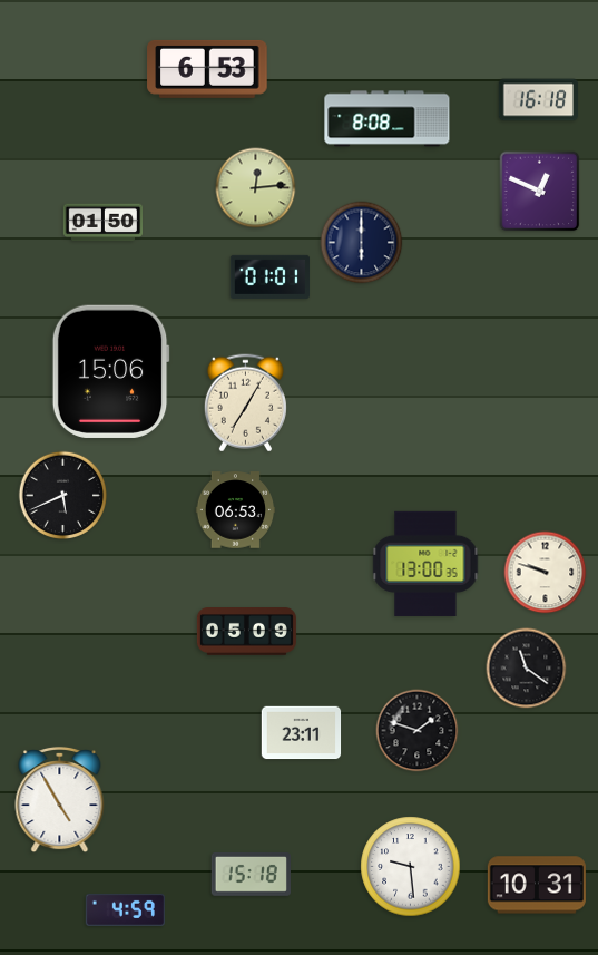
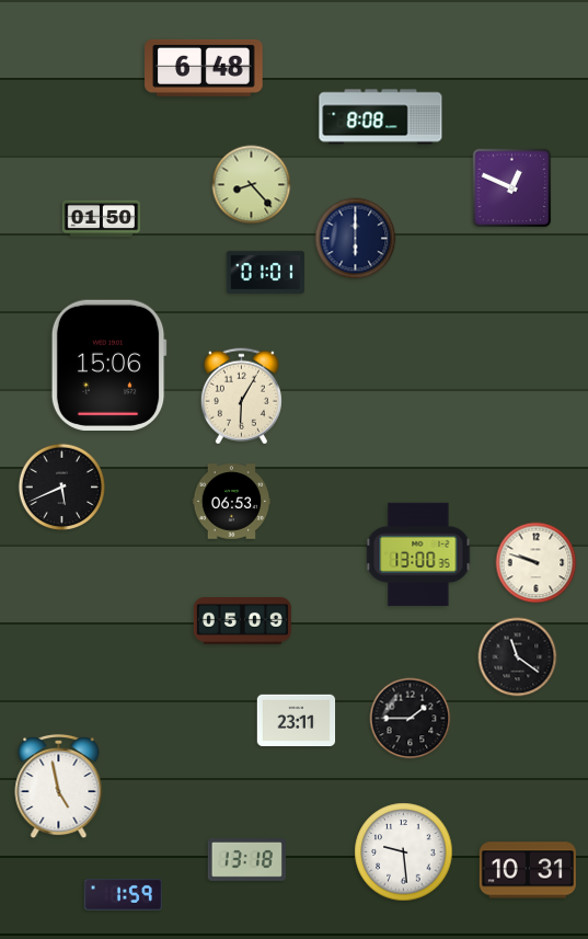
clock at (207, 69): 6:53 -> 6:48
clock at (539, 100): 16:18 -> none
clock at (256, 188): 12:14 -> 8:23
clock at (540, 192) position: (540, 192) -> (512, 188)
clock at (245, 403): 7:05 -> 6:05
clock at (418, 731): 1:48 -> 1:45
clock at (60, 800): 4:55 -> 4:58
clock at (251, 874): 15:18 -> 13:18
clock at (125, 909): 4:59 -> 1:59
